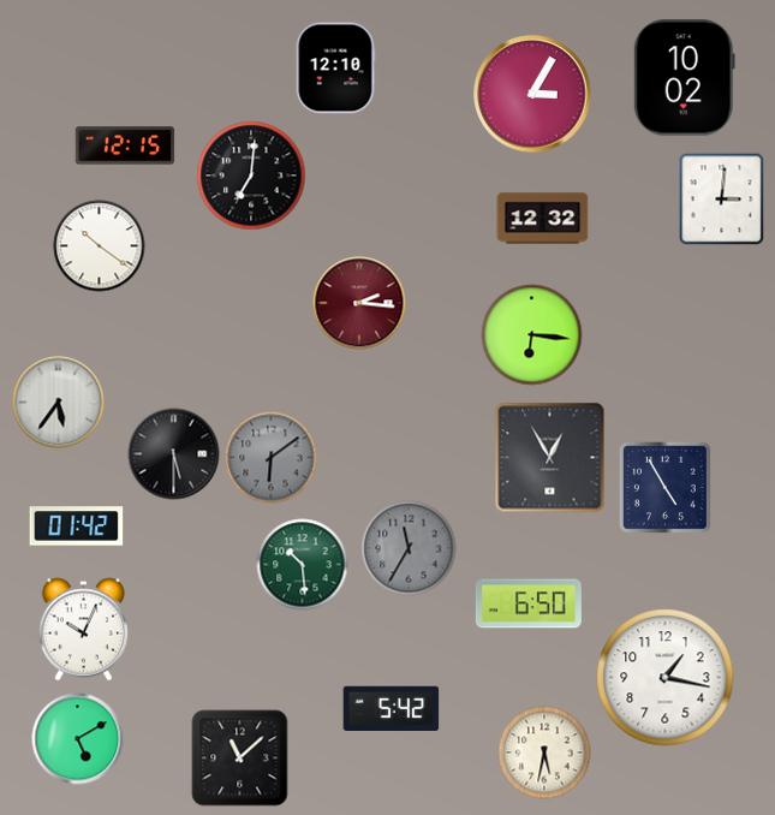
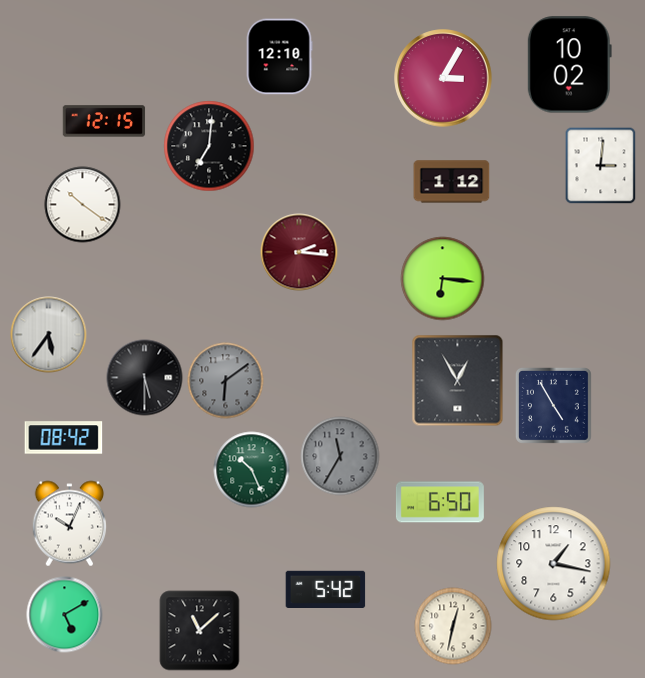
clock at (543, 219): 12:32 -> 1:12
clock at (77, 527): 01:42 -> 08:42
clock at (303, 565): 10:29 -> 10:26
clock at (544, 752): 5:32 -> 12:32
